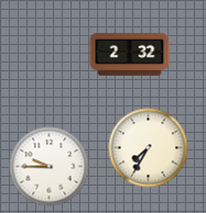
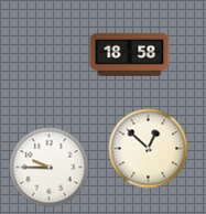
clock at (130, 55): 2:32 -> 18:58
clock at (149, 148): 7:35 -> 12:52
